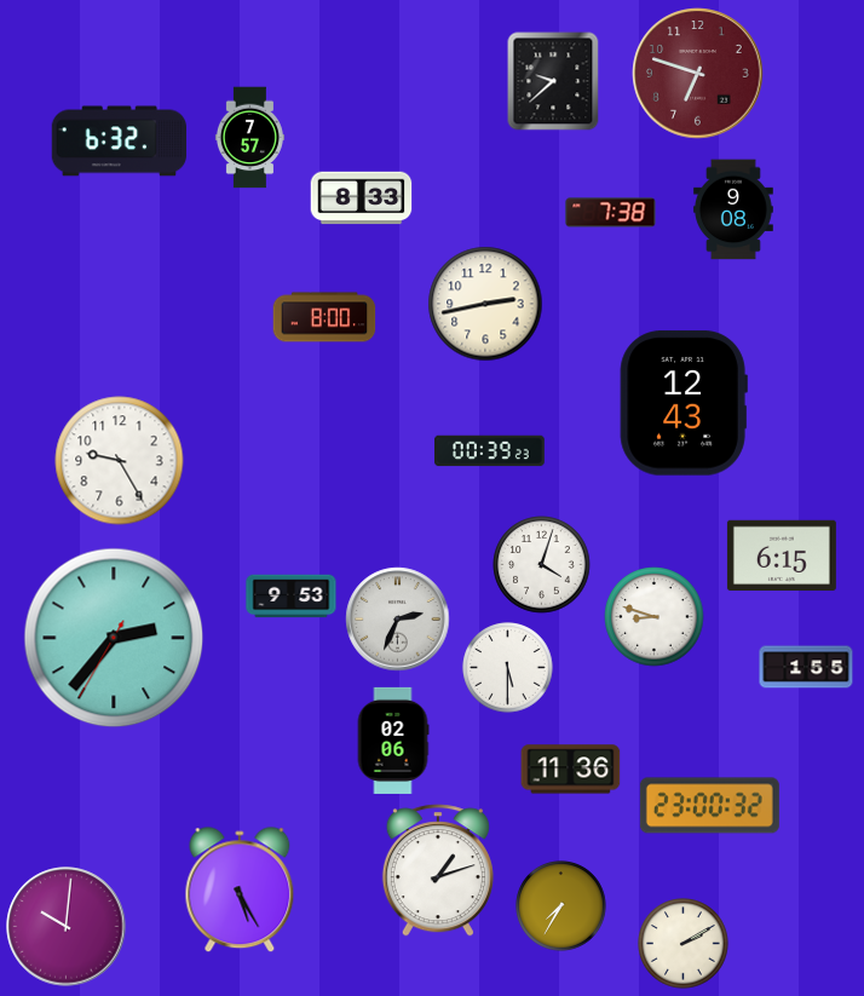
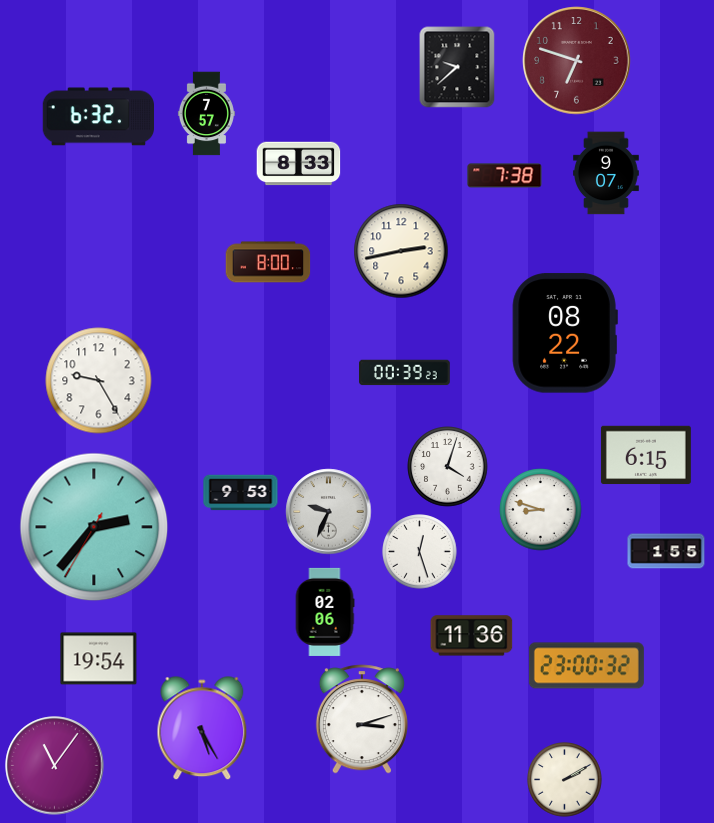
clock at (733, 209): 9:08 -> 9:07
clock at (684, 403): 12:43 -> 08:22
clock at (782, 555) position: (782, 555) -> (646, 455)
clock at (398, 620): 2:34 -> 9:34
clock at (508, 668): 5:30 -> 12:27
clock at (99, 659): none -> 19:54
clock at (438, 870): 1:12 -> 3:12
clock at (240, 891) position: (240, 891) -> (202, 729)
clock at (561, 906): 7:35 -> none
clock at (67, 927): 10:01 -> 11:06
